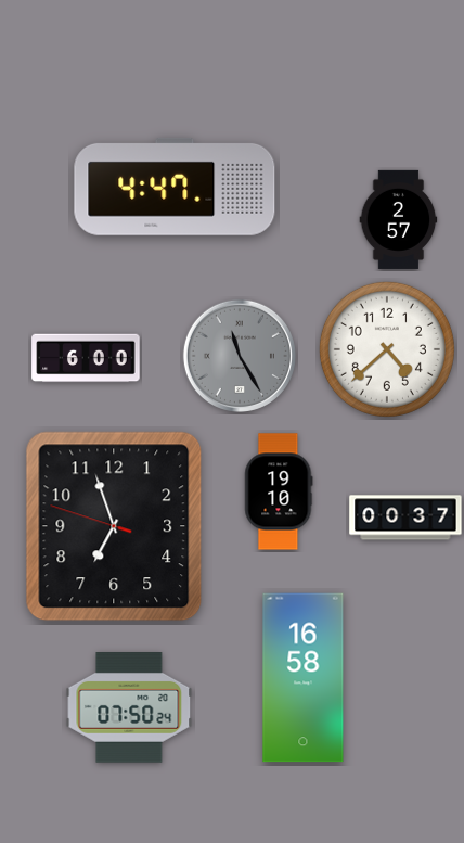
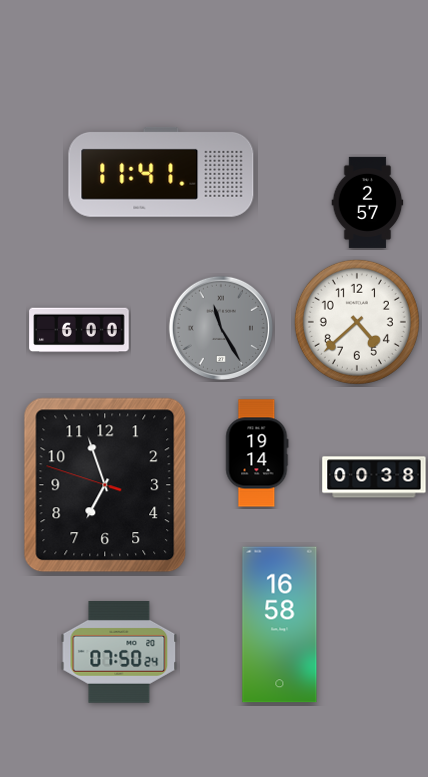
clock at (175, 187): 4:47 -> 11:41
clock at (279, 491): 19:10 -> 19:14
clock at (405, 518): 00:37 -> 00:38
